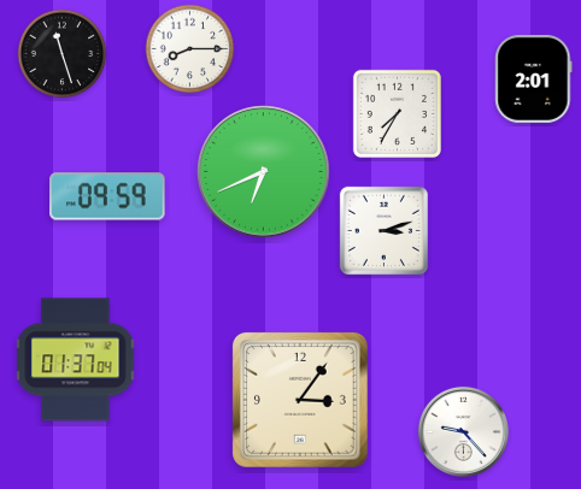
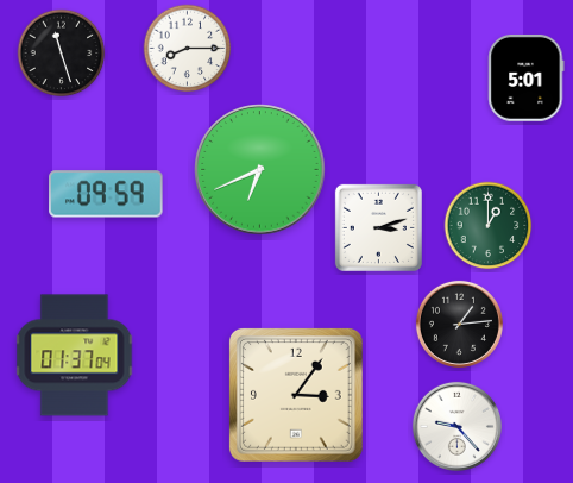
clock at (534, 78): 2:01 -> 5:01
clock at (397, 113): 7:35 -> none
clock at (489, 226): none -> 1:00
clock at (459, 324): none -> 1:14
